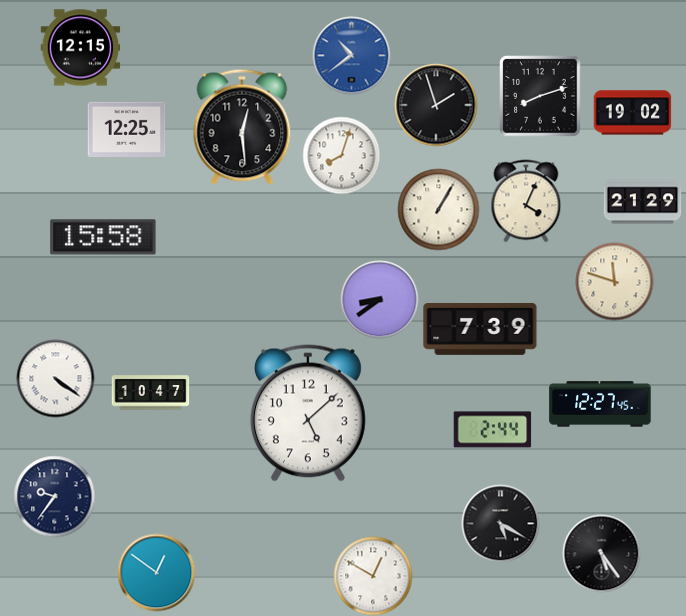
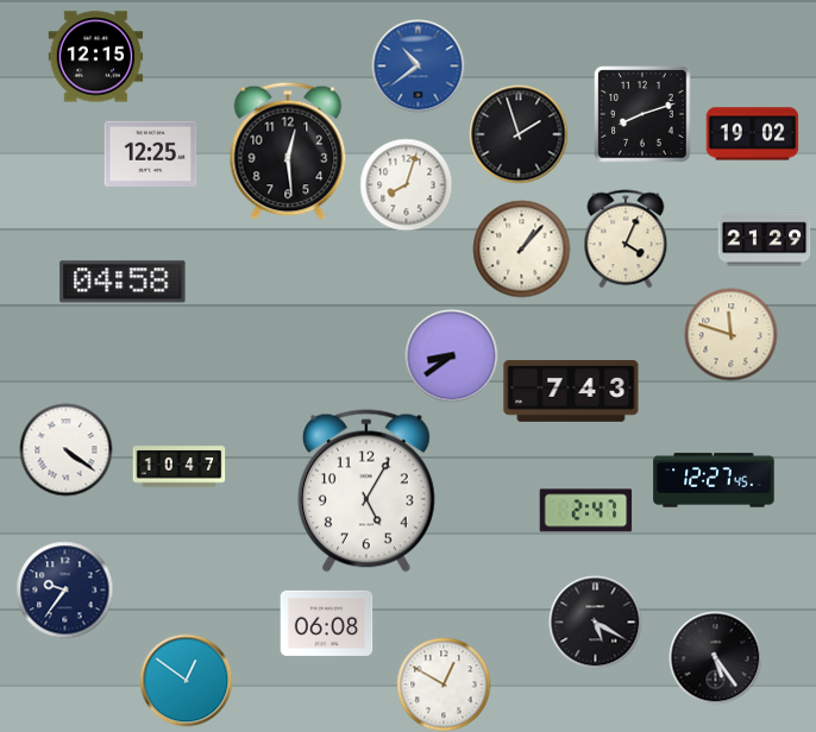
clock at (436, 105) position: (436, 105) -> (519, 134)
clock at (438, 209): 1:05 -> 1:07
clock at (103, 237): 15:58 -> 04:58
clock at (480, 329): 7:39 -> 7:43
clock at (308, 413): 5:08 -> 5:05
clock at (492, 430): 2:44 -> 2:47
clock at (326, 623): none -> 06:08
